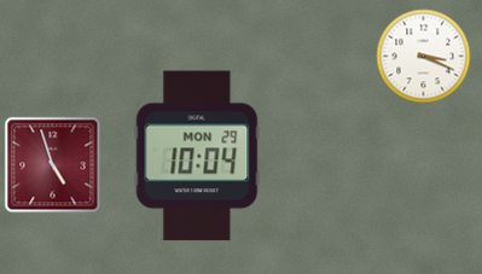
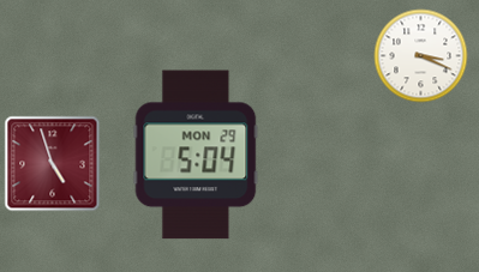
clock at (197, 156): 10:04 -> 5:04
